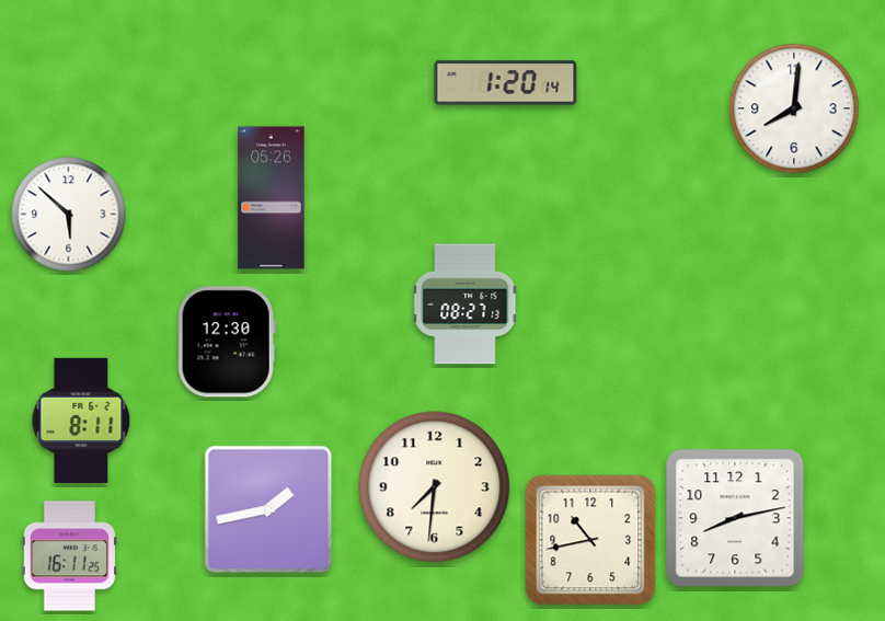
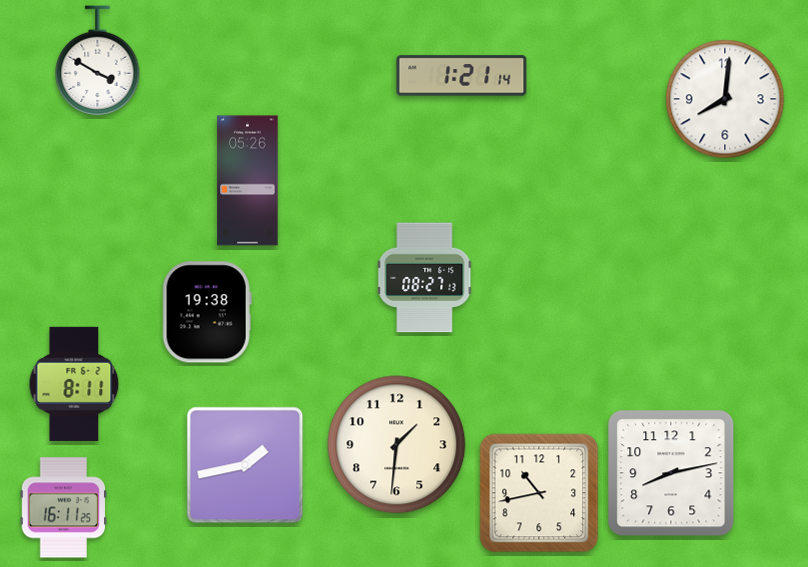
clock at (98, 61): none -> 3:50
clock at (506, 83): 1:20 -> 1:21
clock at (69, 215): 5:52 -> none
clock at (227, 342): 12:30 -> 19:38
clock at (435, 487): 7:31 -> 1:31
